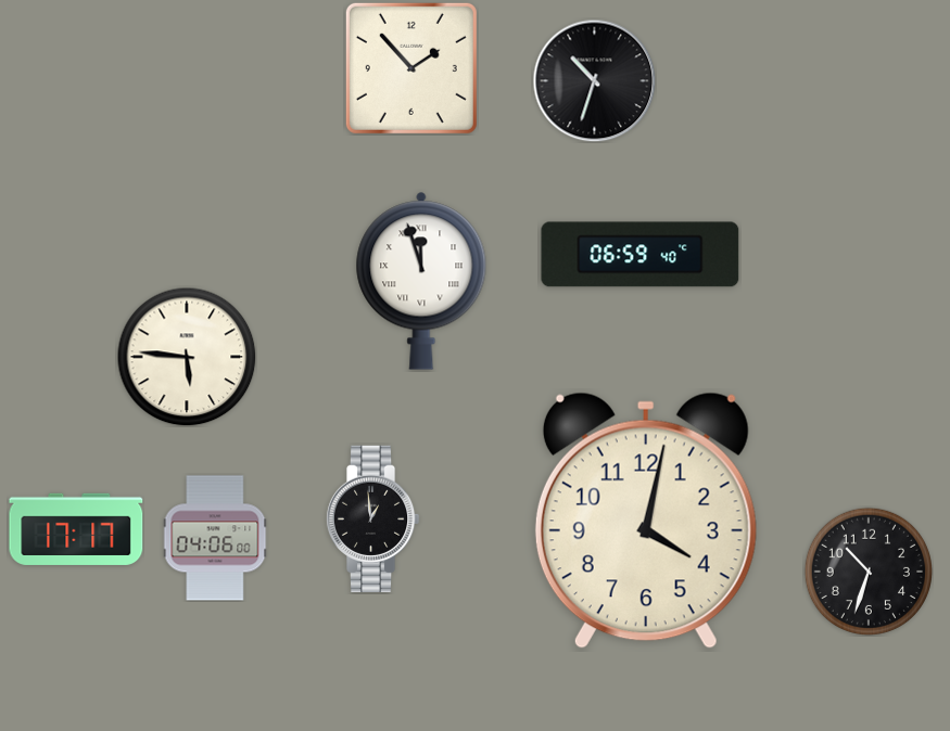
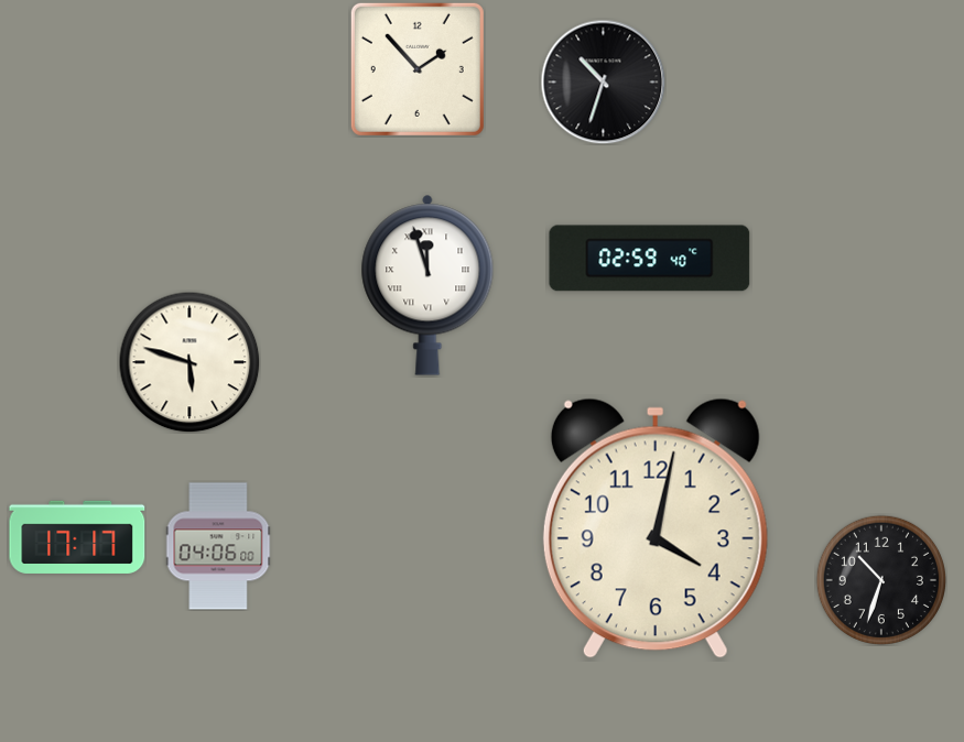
clock at (641, 255): 06:59 -> 02:59
clock at (187, 357): 5:46 -> 5:48
clock at (372, 520): 12:59 -> none
